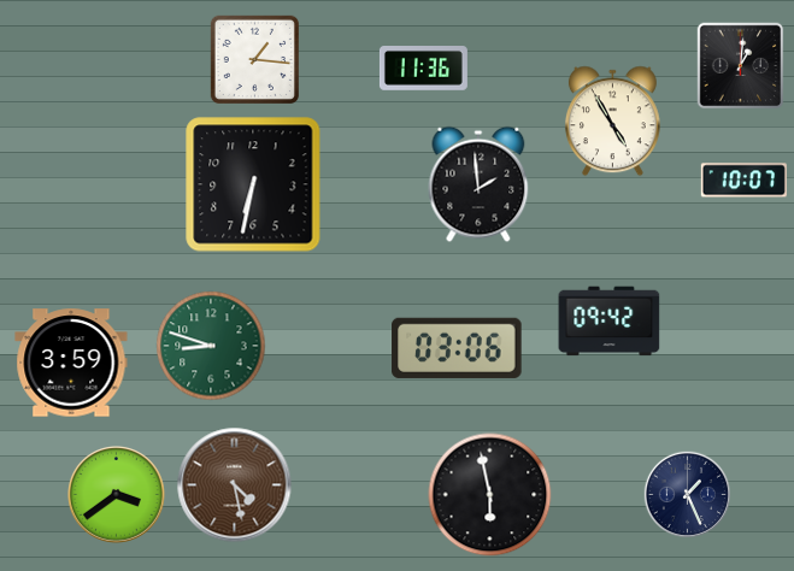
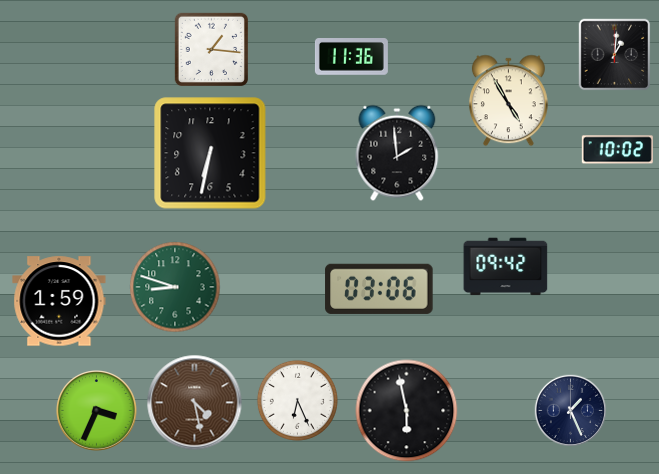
clock at (743, 181): 10:07 -> 10:02
clock at (71, 363): 3:59 -> 1:59
clock at (297, 400): none -> 6:26
clock at (117, 495): 3:39 -> 3:34
